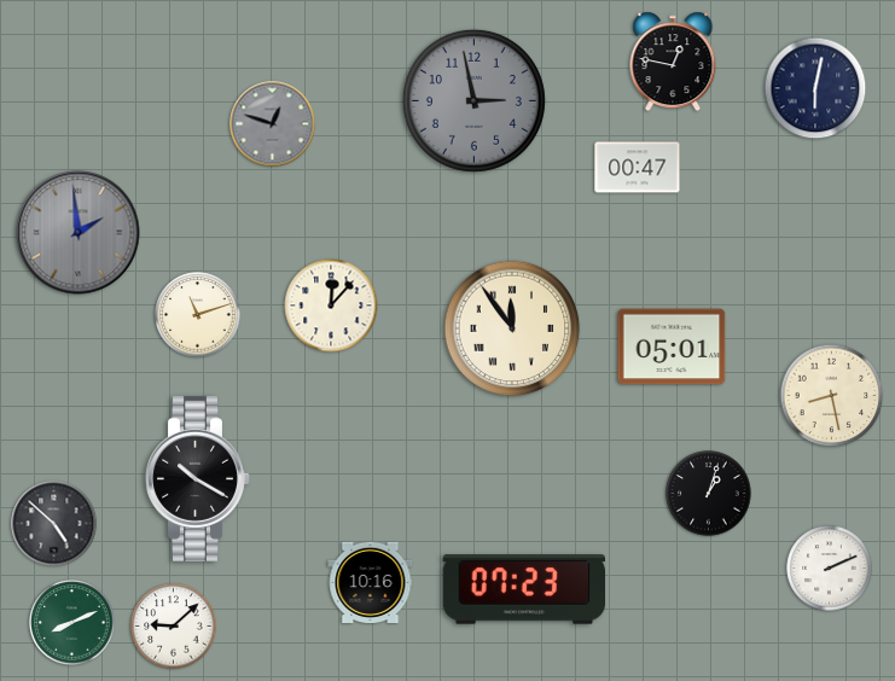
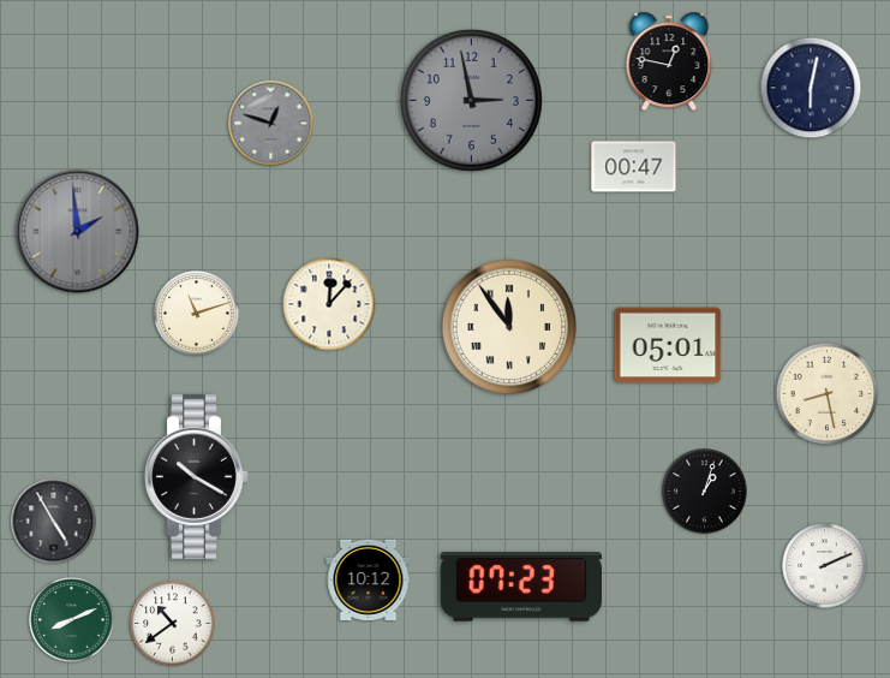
clock at (54, 524): 4:52 -> 4:55
clock at (371, 582): 10:16 -> 10:12
clock at (174, 627): 9:08 -> 10:39
